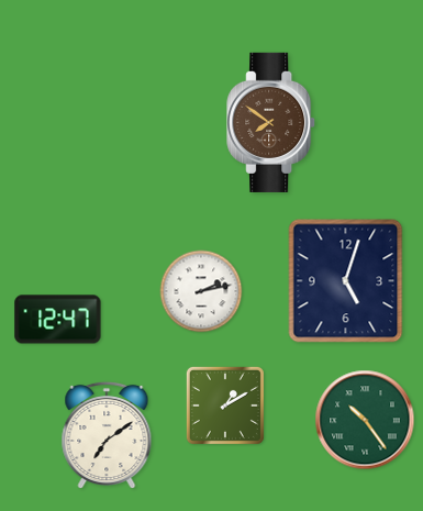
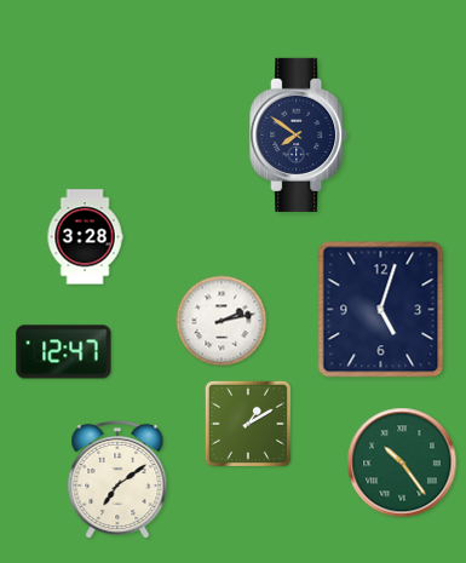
clock at (271, 122) dial: brown -> navy
clock at (85, 237): none -> 3:28
clock at (225, 406) position: (225, 406) -> (248, 424)
